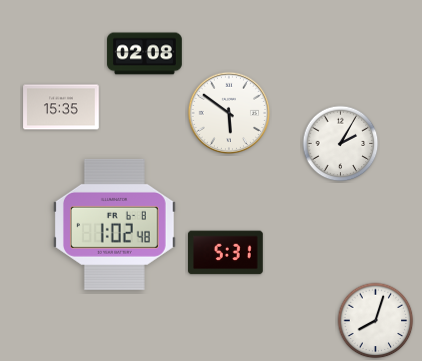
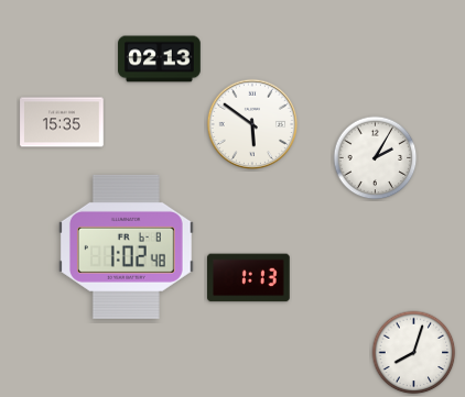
clock at (145, 54): 02:08 -> 02:13
clock at (61, 107) position: (61, 107) -> (62, 122)
clock at (226, 253): 5:31 -> 1:13
